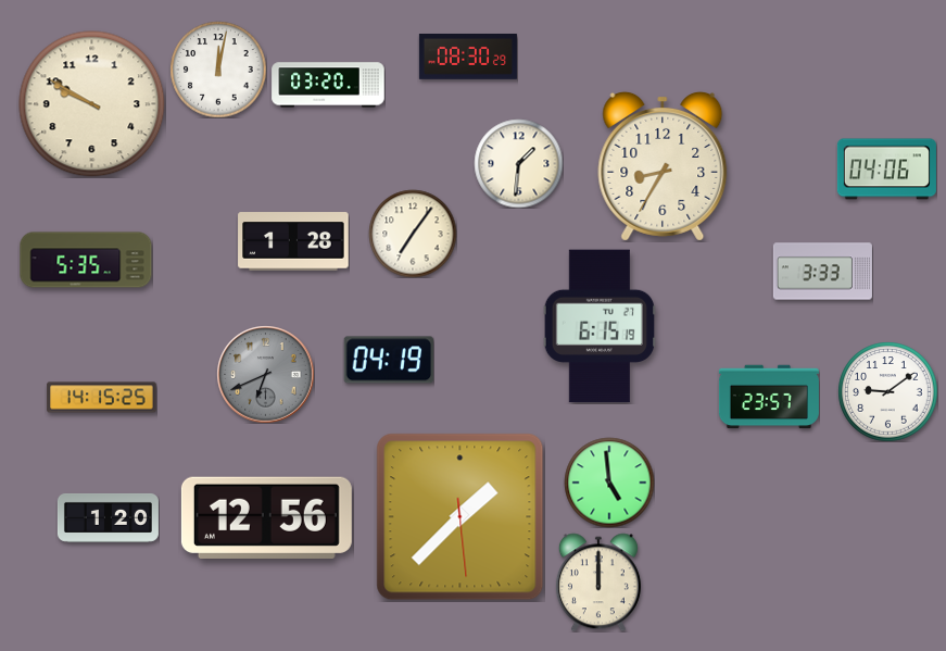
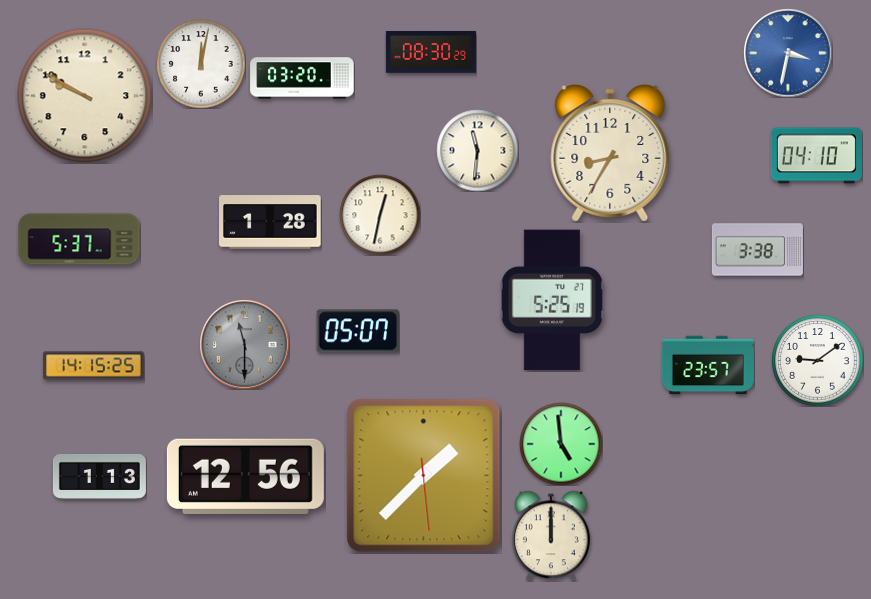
clock at (788, 53): none -> 3:32
clock at (518, 163): 1:31 -> 11:31
clock at (886, 170): 04:06 -> 04:10
clock at (413, 234): 7:06 -> 12:32
clock at (86, 260): 5:35 -> 5:37
clock at (822, 272): 3:33 -> 3:38
clock at (600, 326): 6:15 -> 5:25
clock at (389, 360): 04:19 -> 05:07
clock at (265, 374): 6:41 -> 11:30
clock at (108, 517): 1:20 -> 1:13
